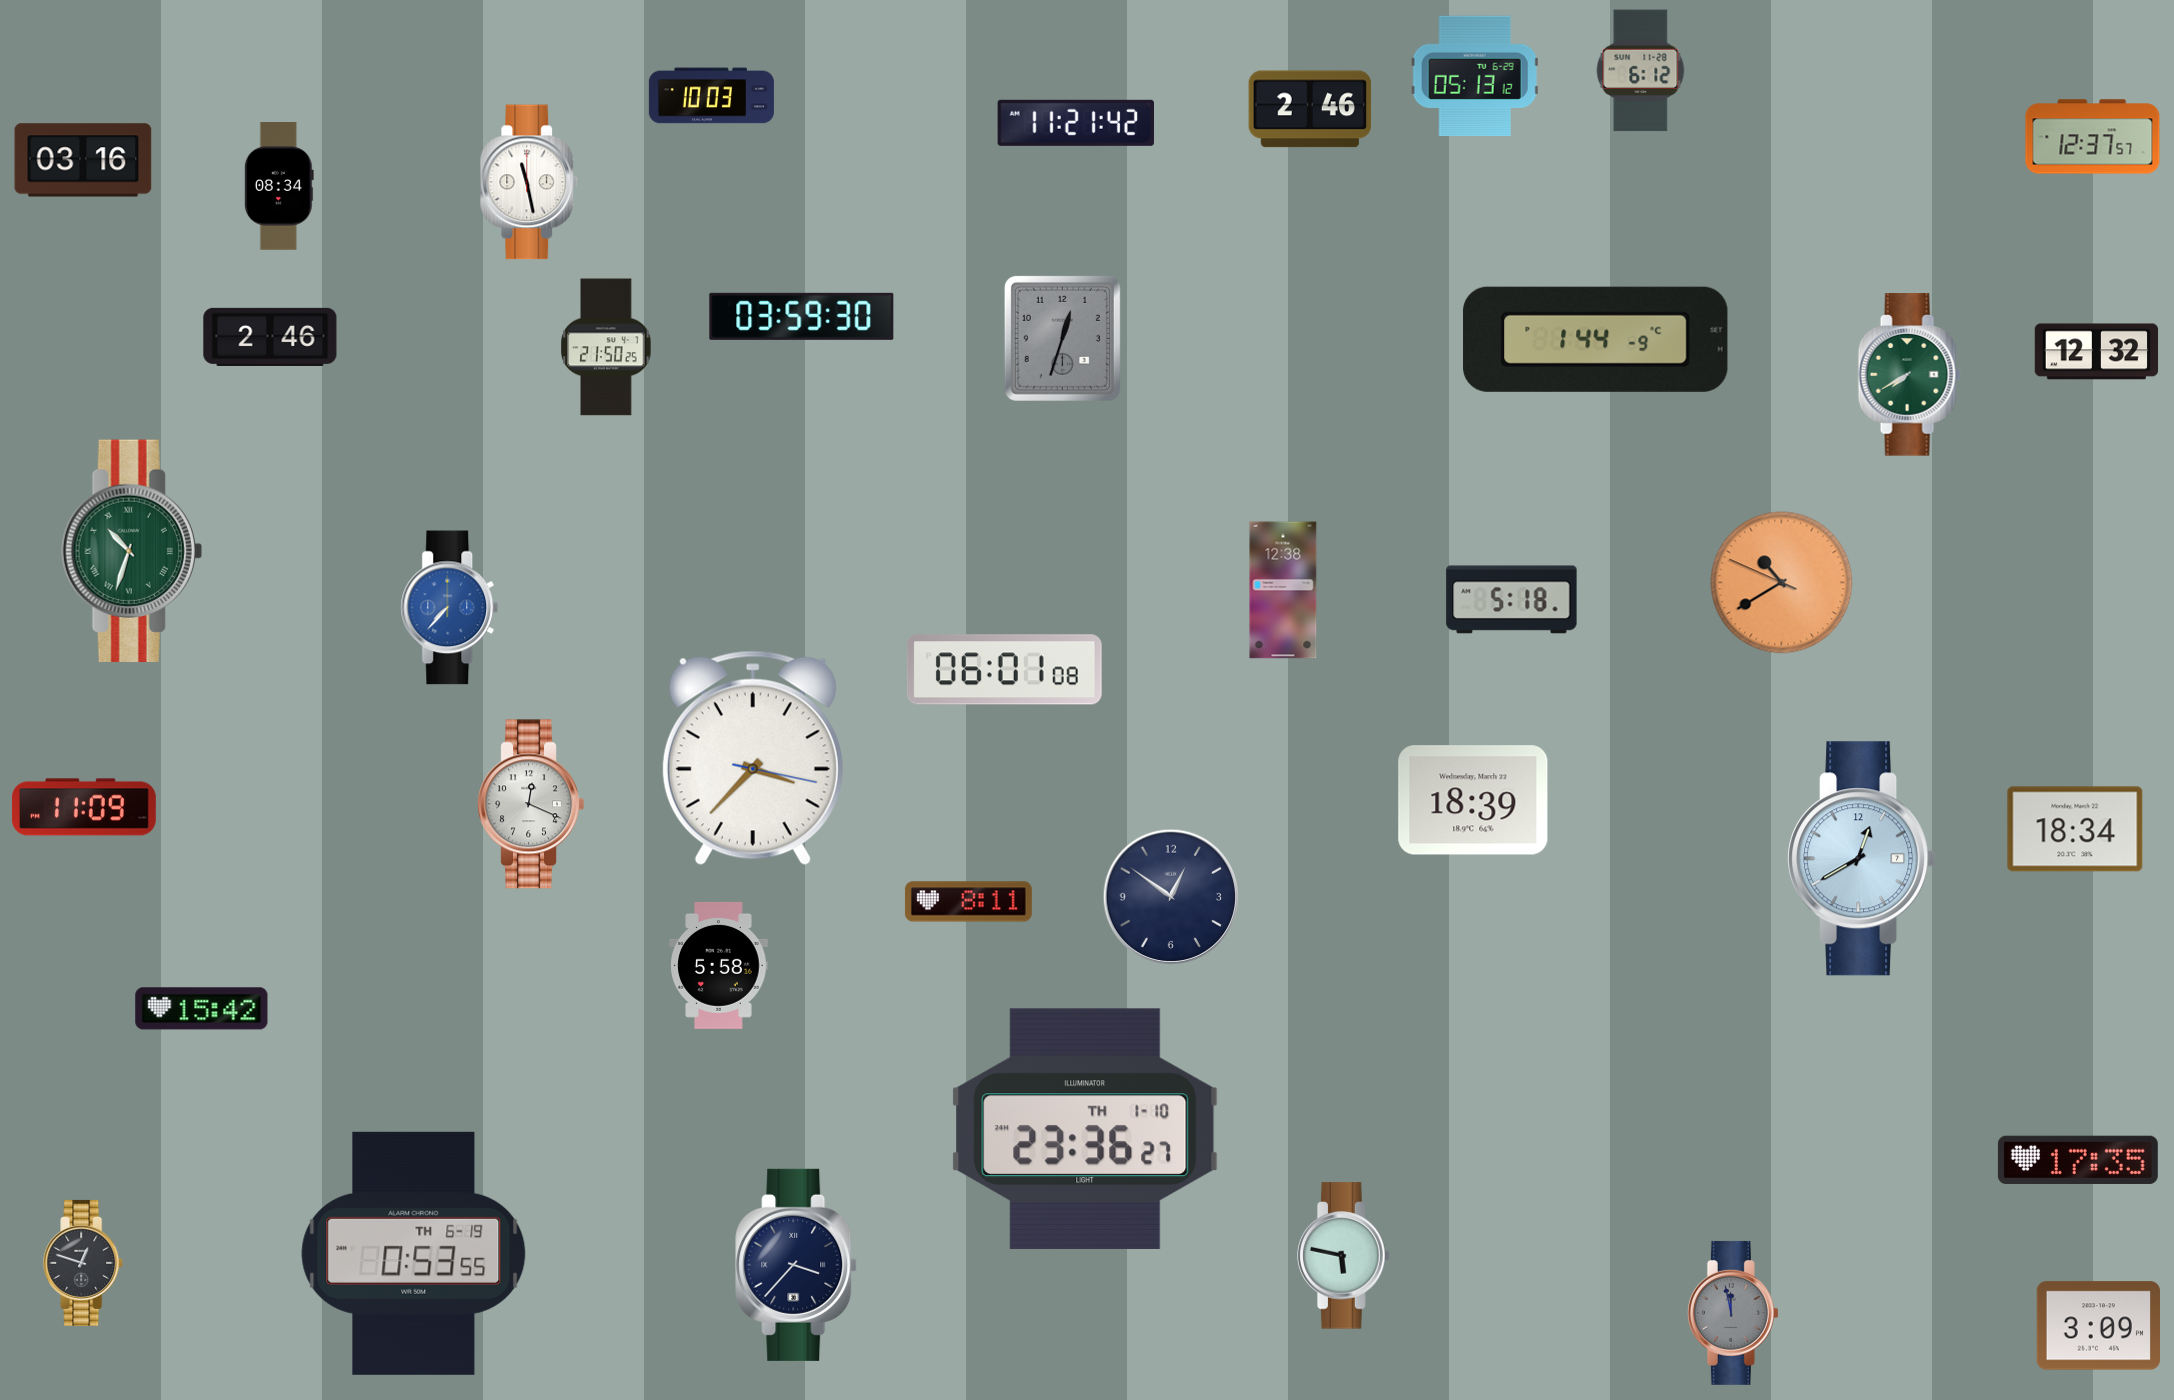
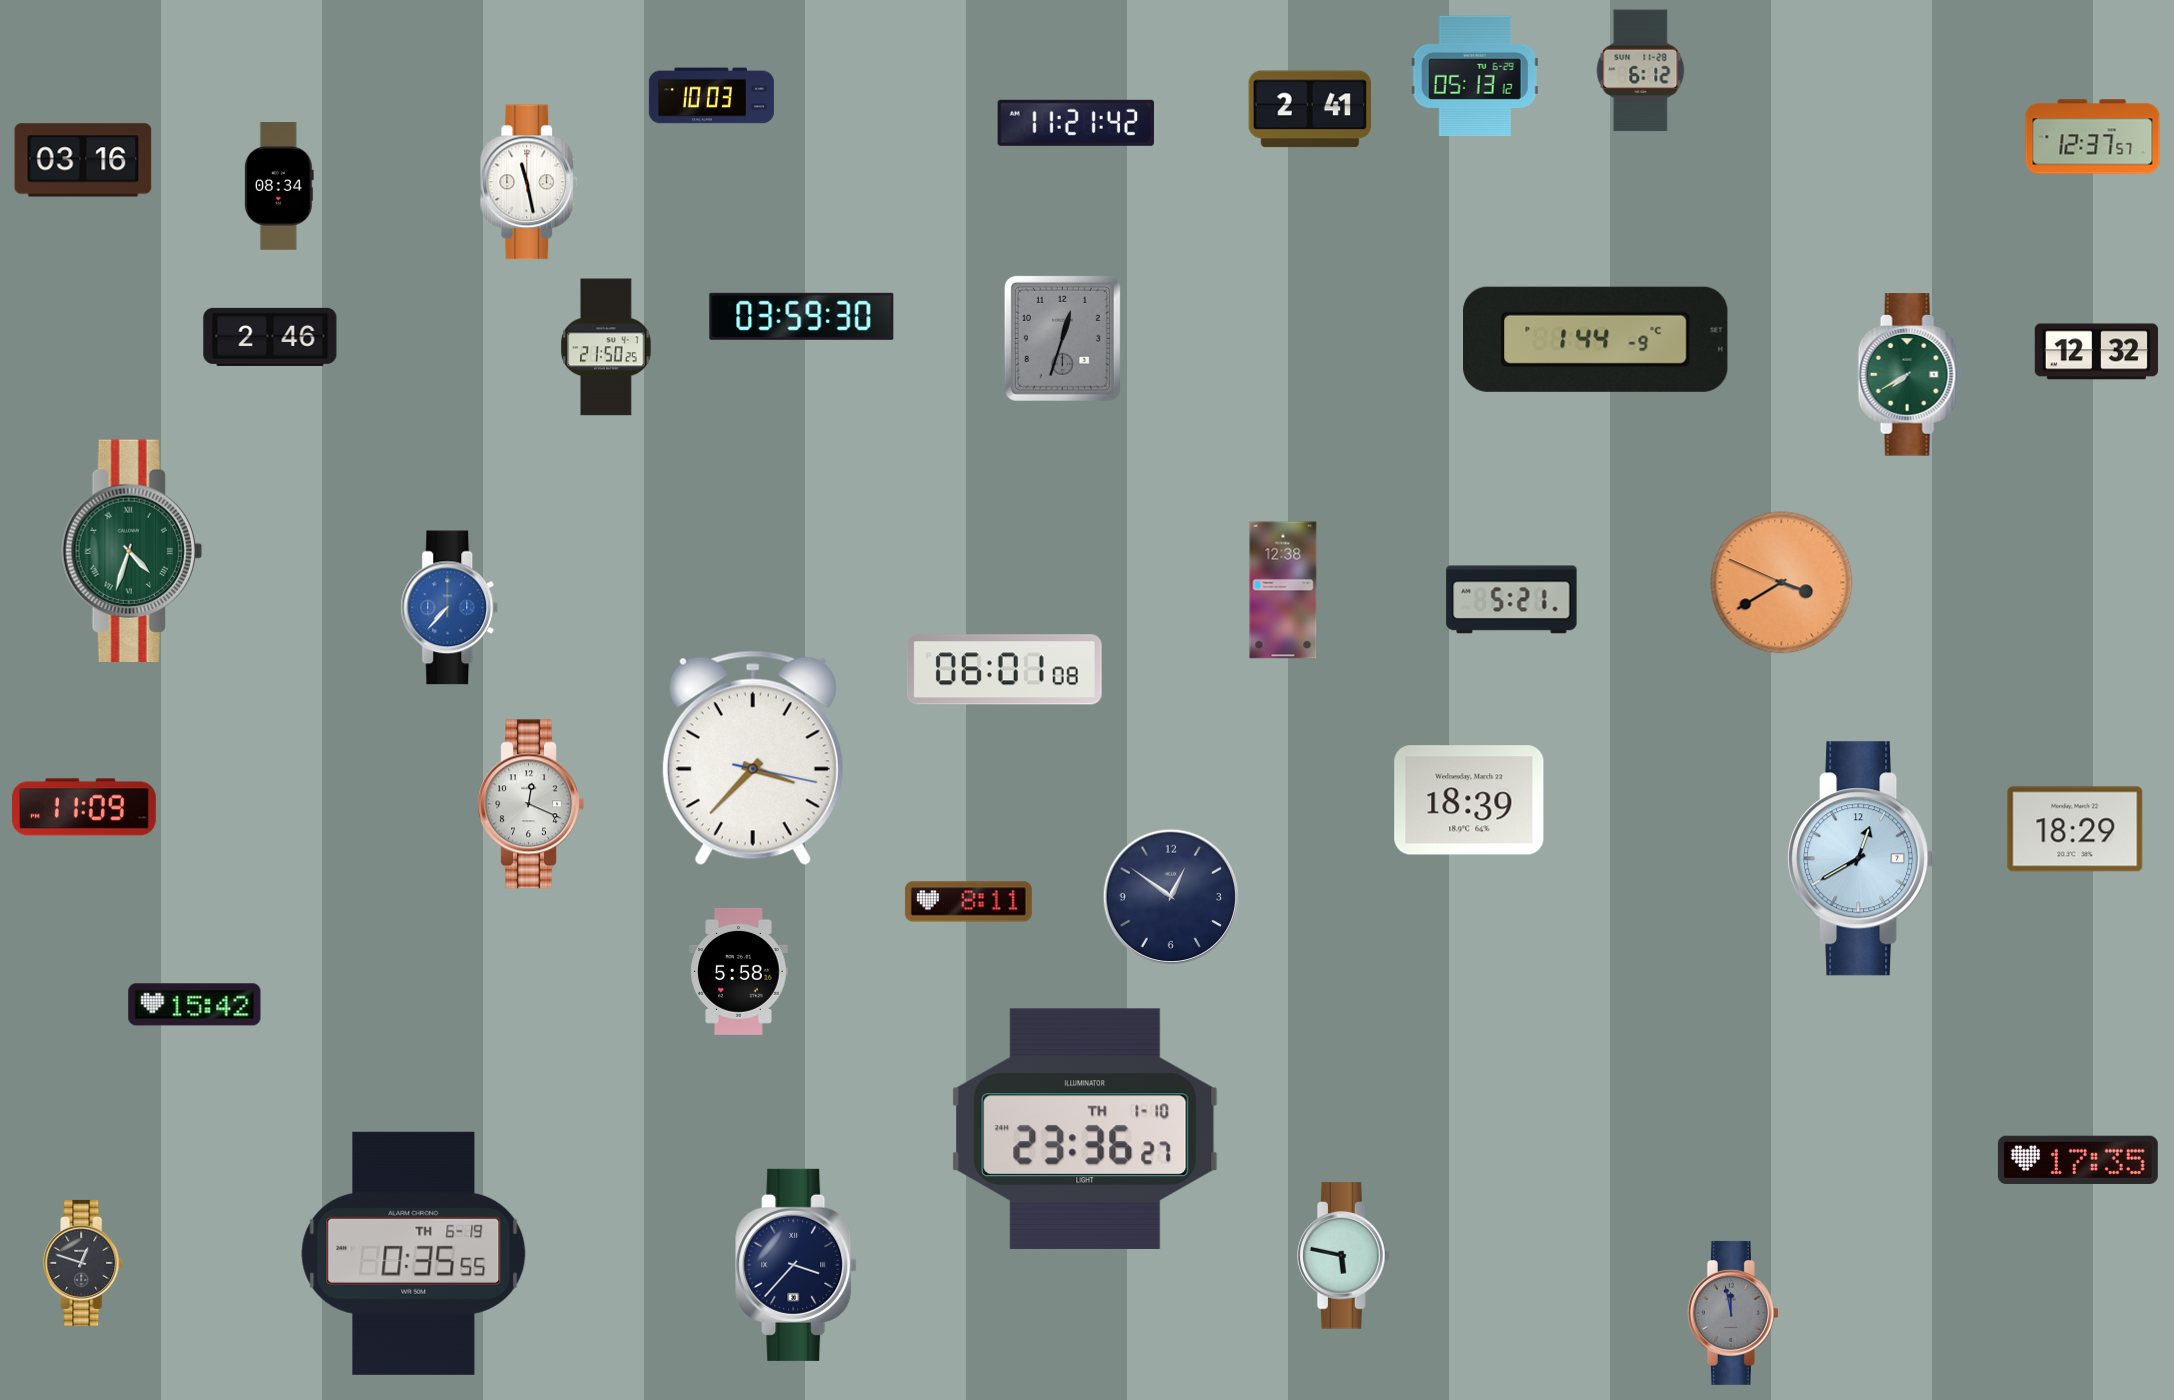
clock at (1310, 109): 2:46 -> 2:41
clock at (132, 550): 10:33 -> 4:33
clock at (1782, 583): 10:39 -> 3:39
clock at (1512, 600): 5:18 -> 5:21
clock at (1473, 800) position: (1473, 800) -> (1469, 800)
clock at (2075, 829): 18:34 -> 18:29
clock at (719, 965) position: (719, 965) -> (739, 971)
clock at (202, 1009) position: (202, 1009) -> (195, 1005)
clock at (414, 1253): 0:53 -> 0:35
clock at (2098, 1326): 3:09 -> none
